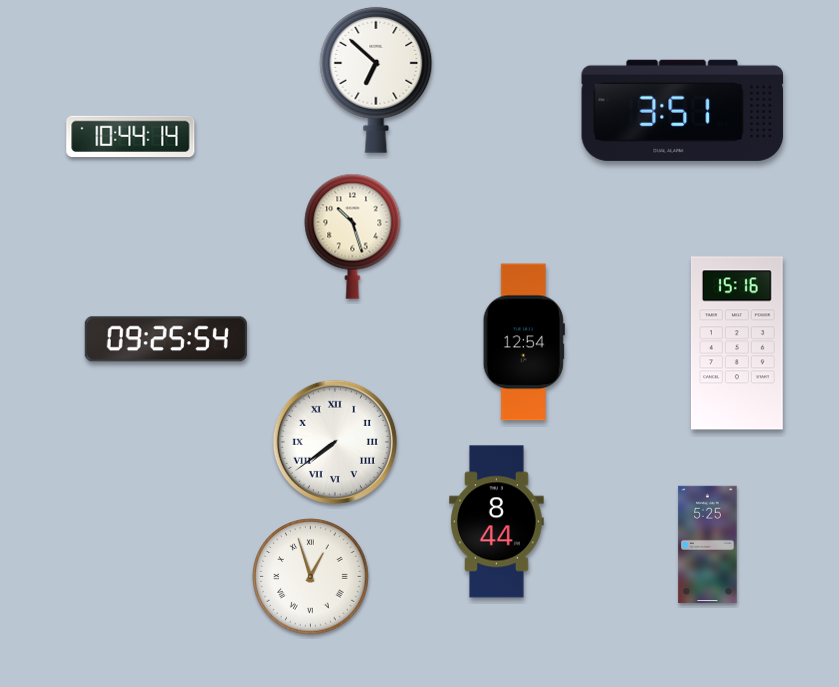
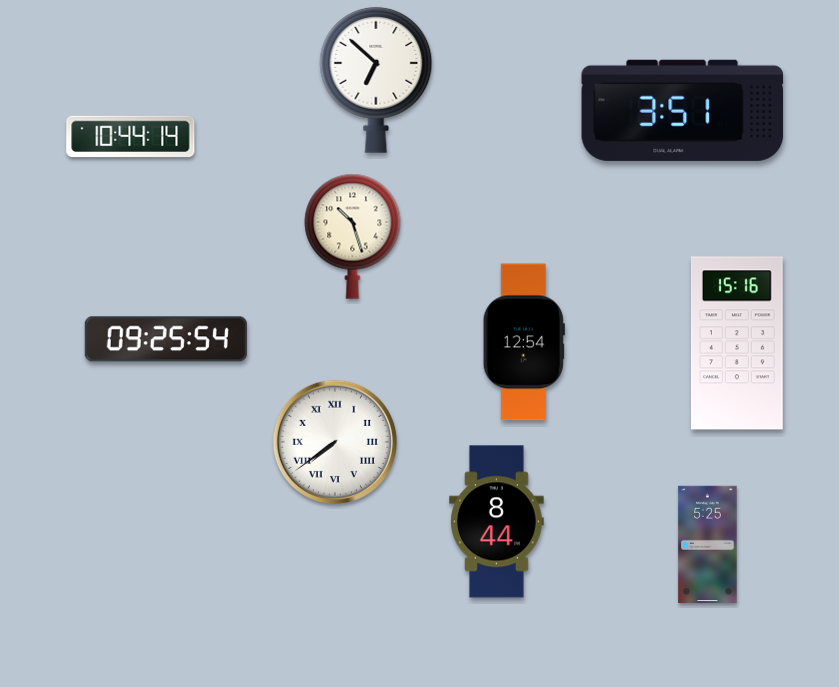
clock at (311, 577): 12:57 -> none
